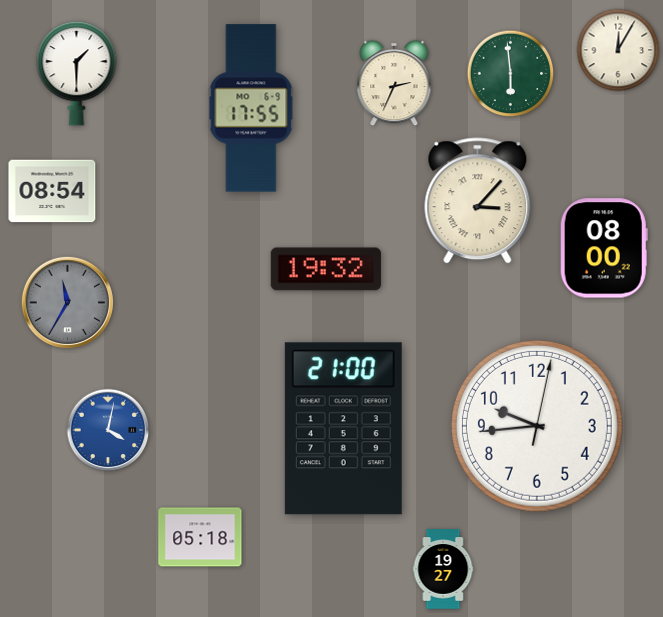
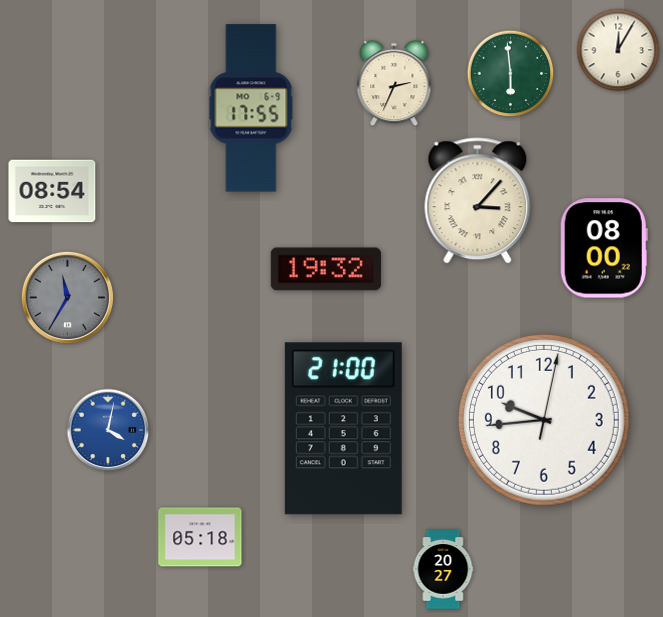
clock at (77, 74): 1:30 -> none
clock at (67, 302) position: (67, 302) -> (67, 297)
clock at (537, 426) position: (537, 426) -> (544, 420)
clock at (443, 569): 19:27 -> 20:27
